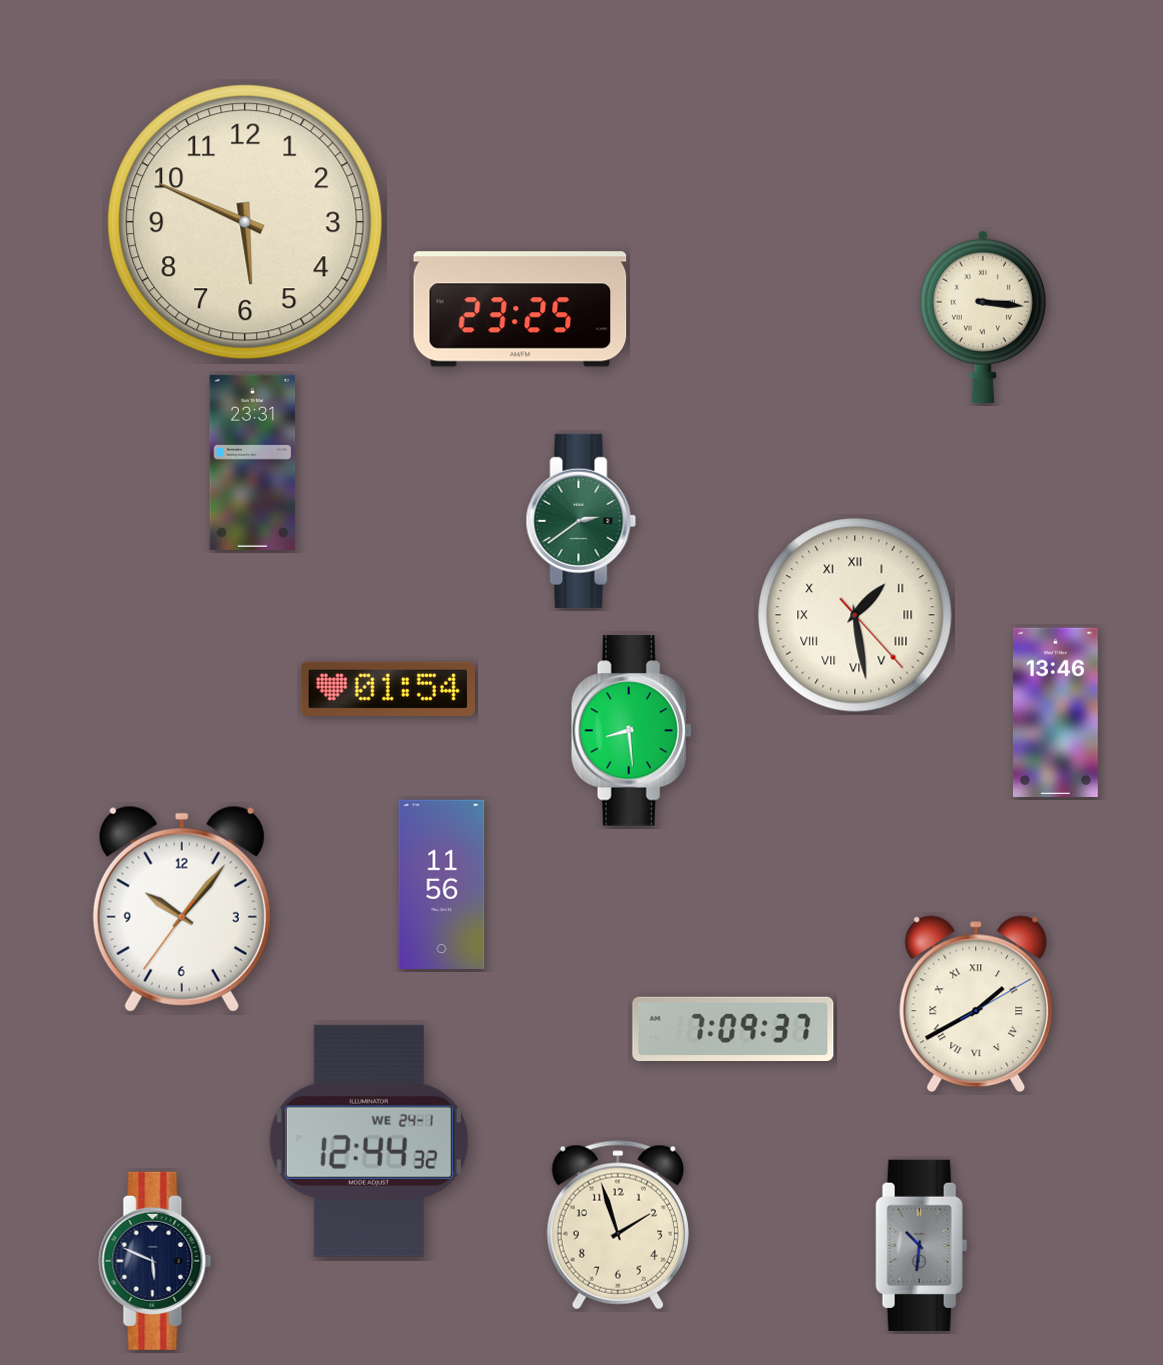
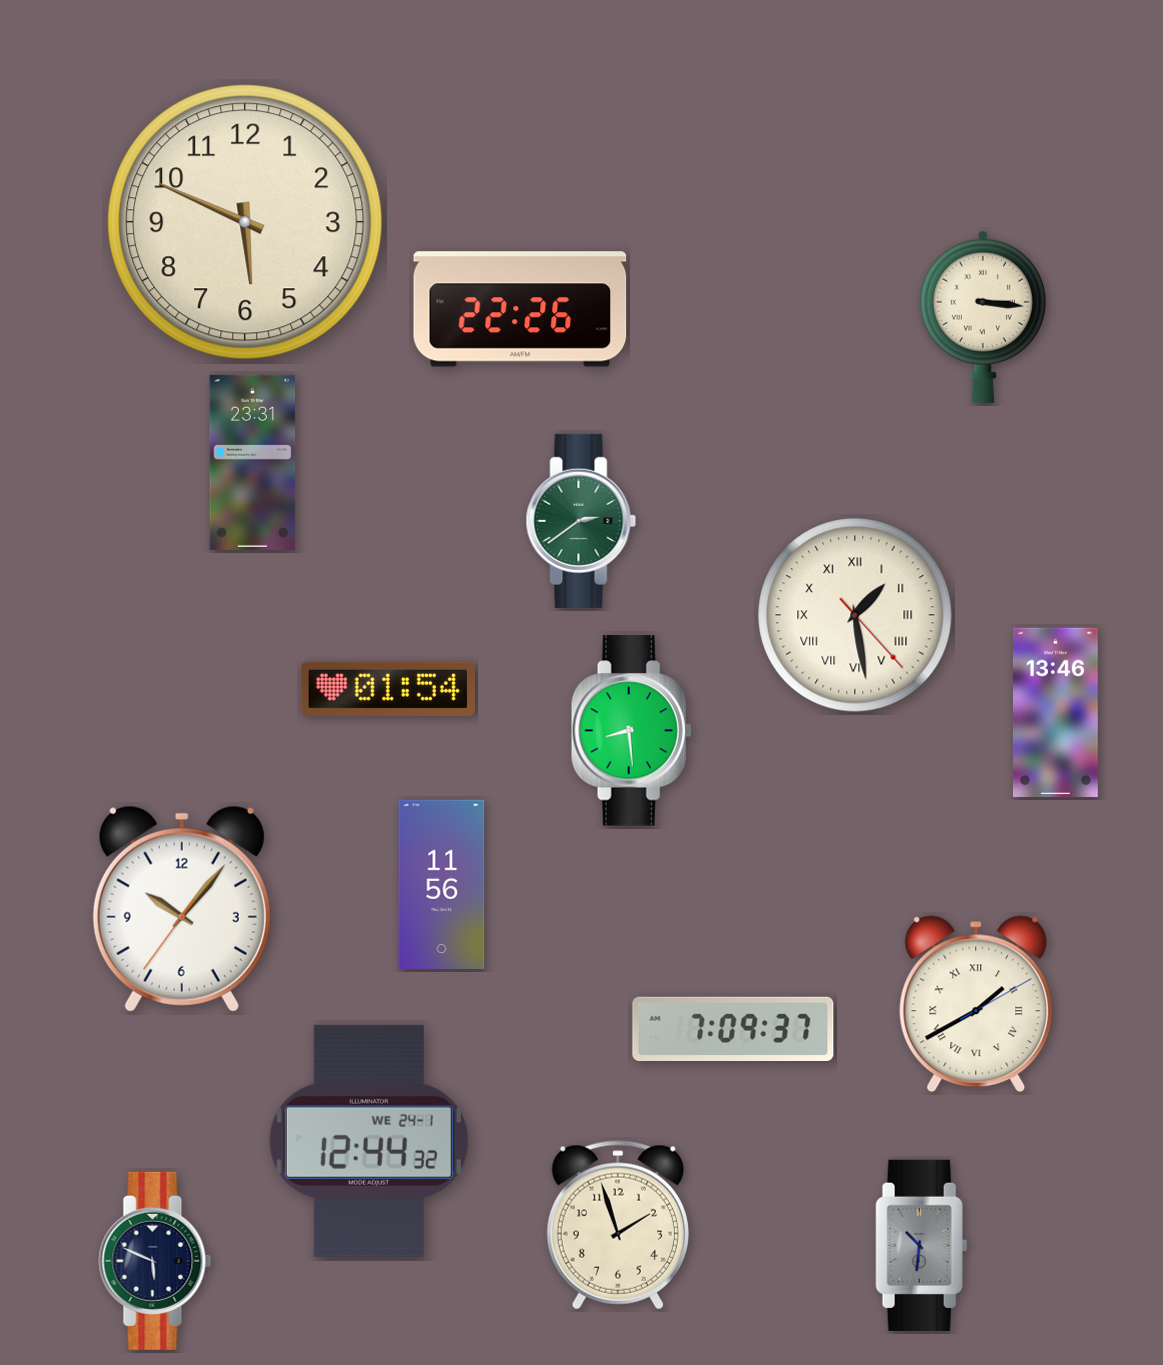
clock at (520, 309): 23:25 -> 22:26
